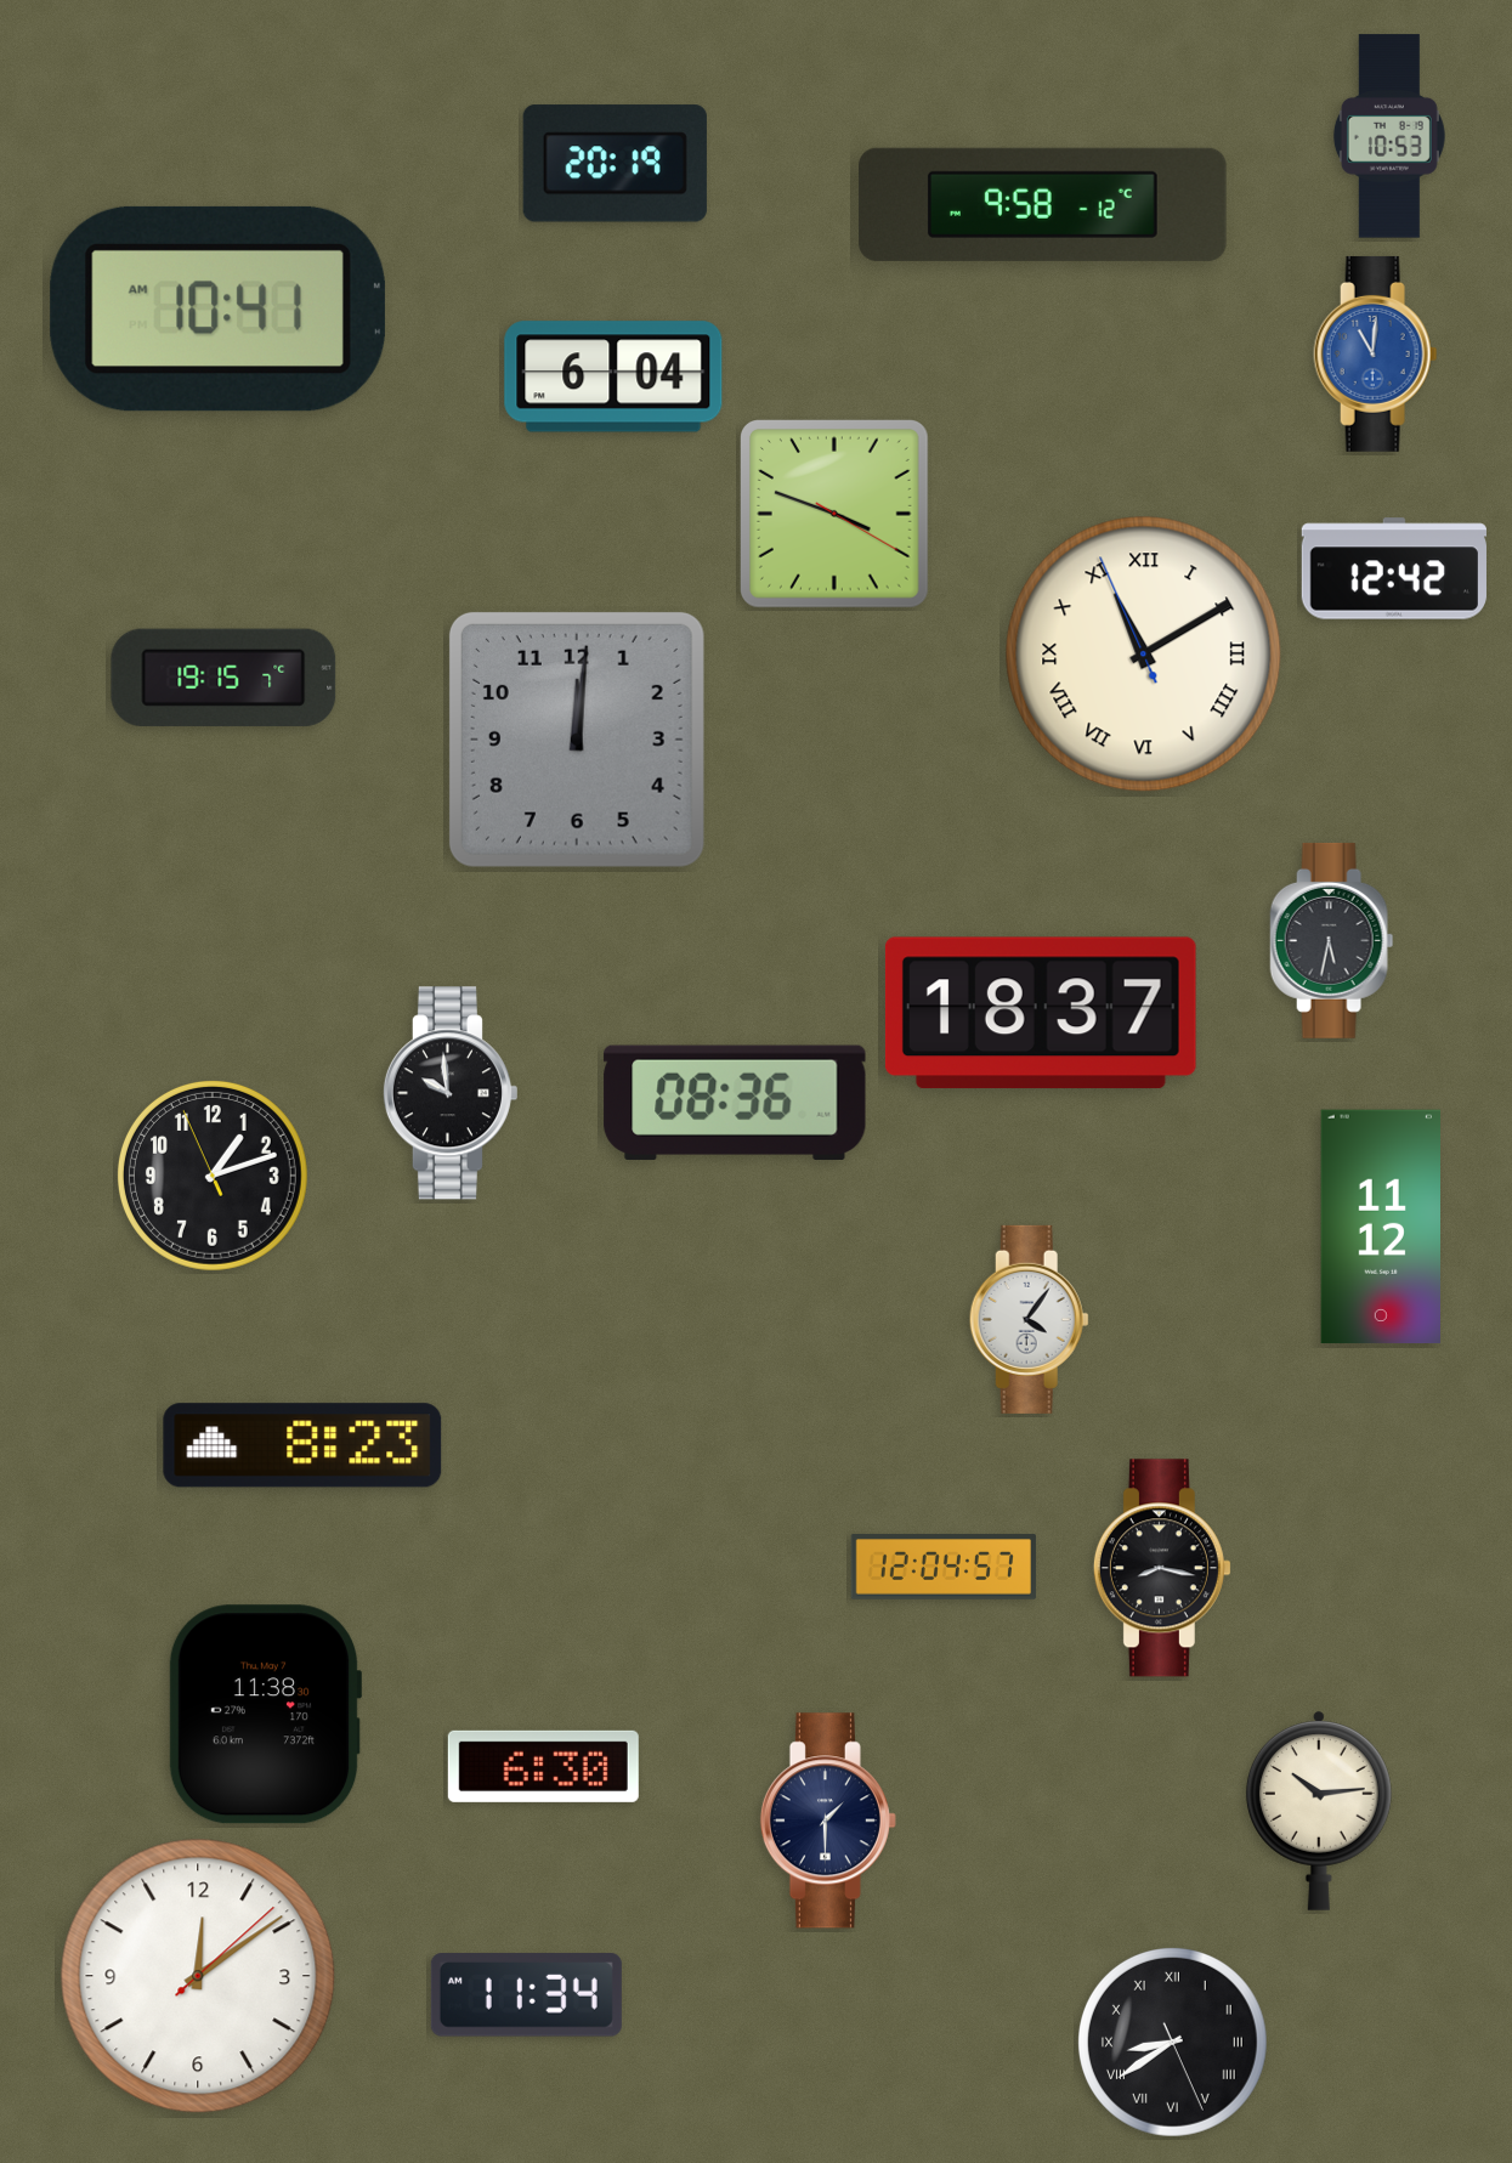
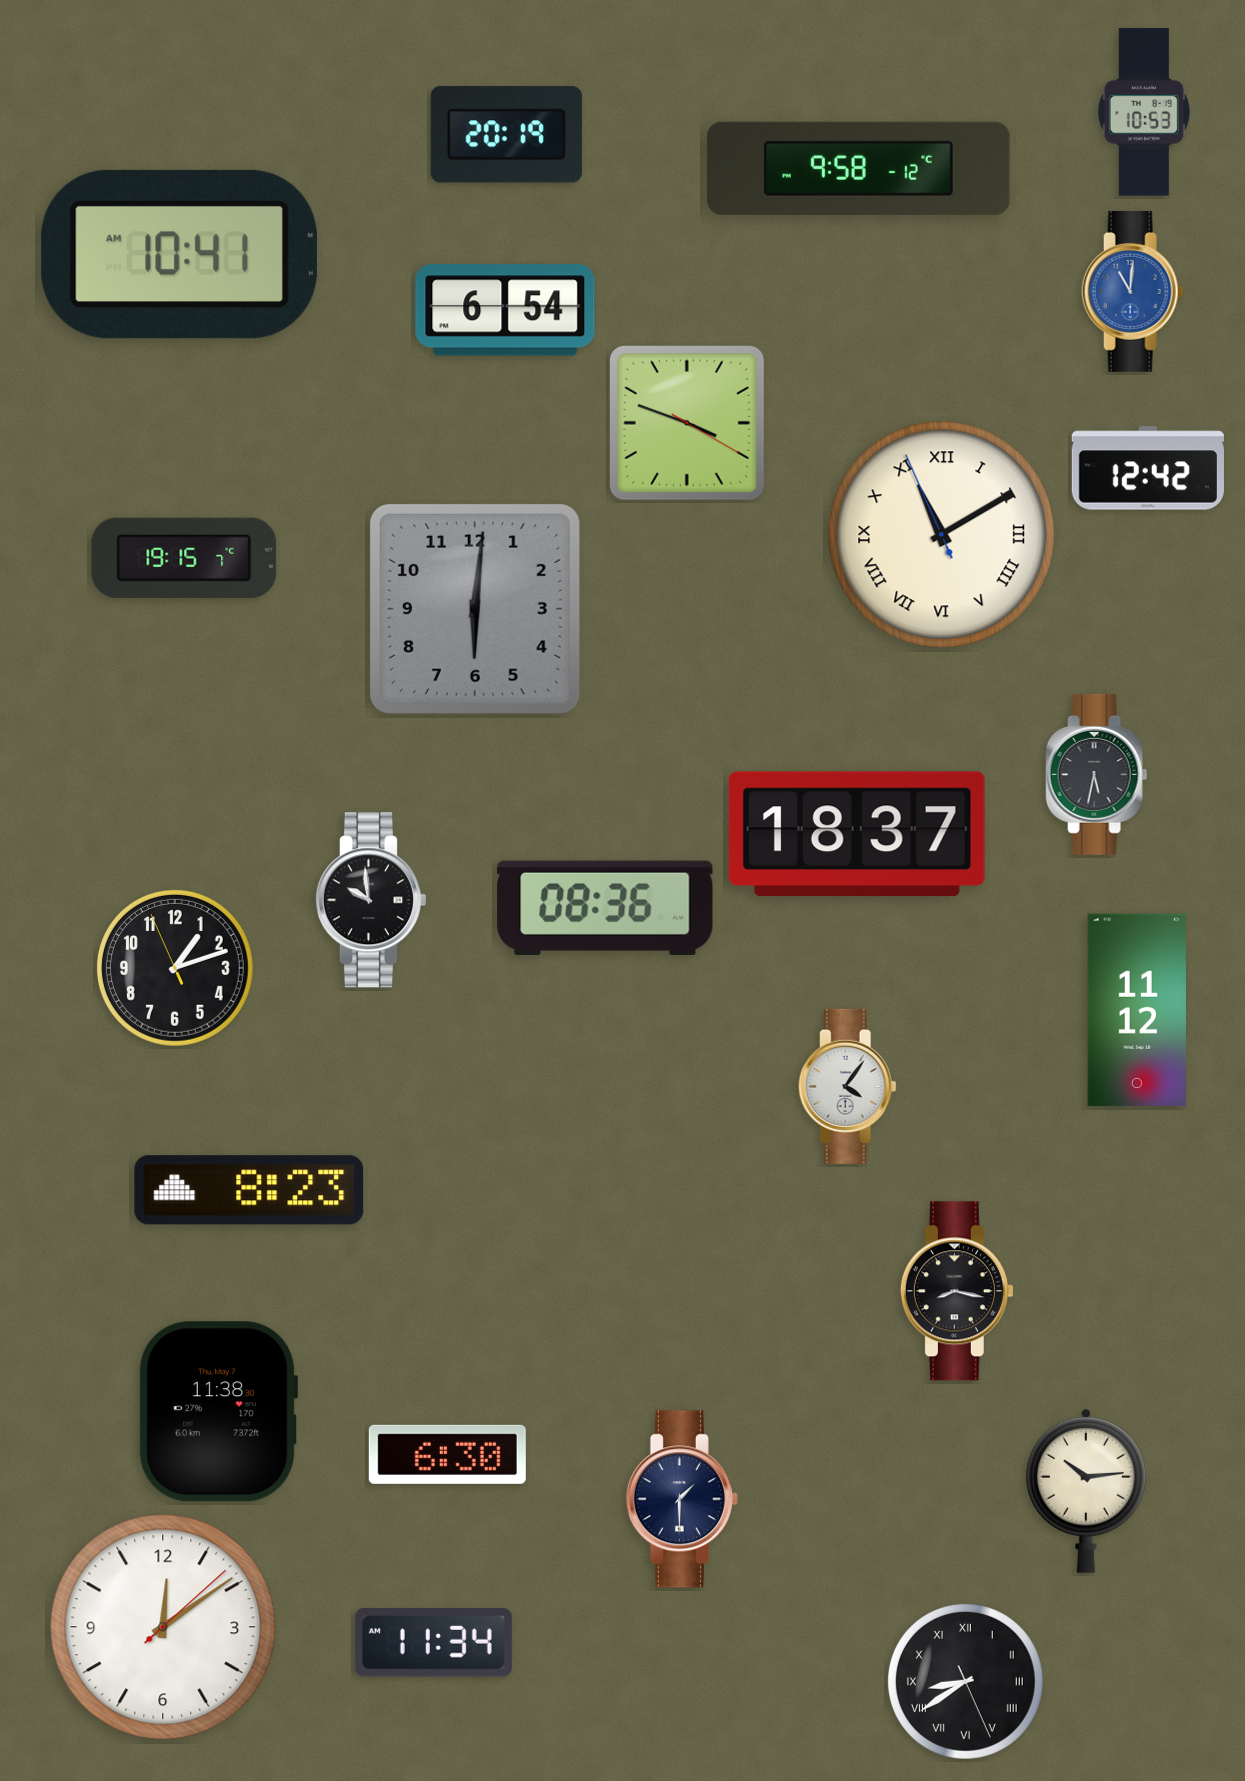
clock at (613, 376): 6:04 -> 6:54
clock at (1144, 655) position: (1144, 655) -> (942, 535)
clock at (577, 740): 12:01 -> 6:01
clock at (944, 1567): 12:04 -> none
